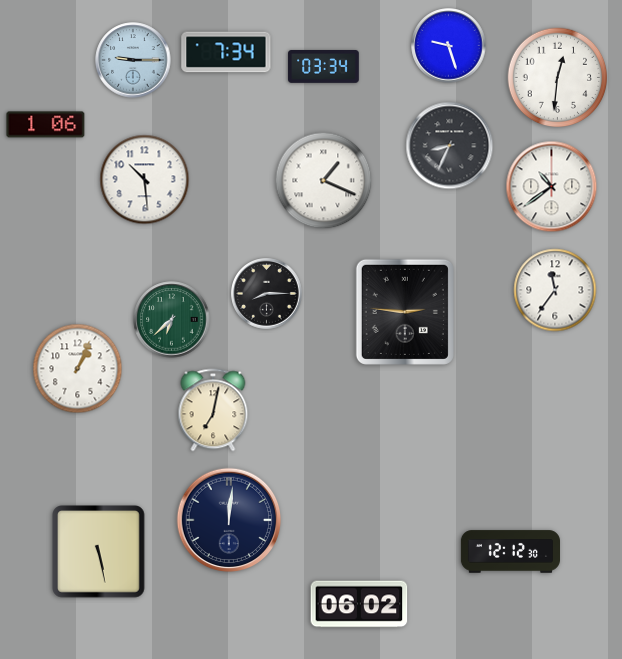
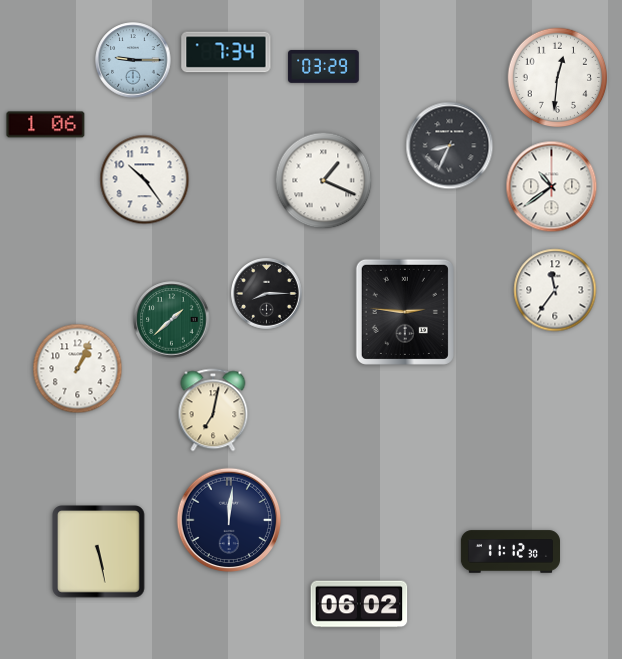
clock at (449, 46): 9:27 -> none
clock at (324, 67): 03:34 -> 03:29
clock at (145, 180): 10:29 -> 10:24
clock at (172, 320): 6:38 -> 1:38
clock at (510, 552): 12:12 -> 11:12
